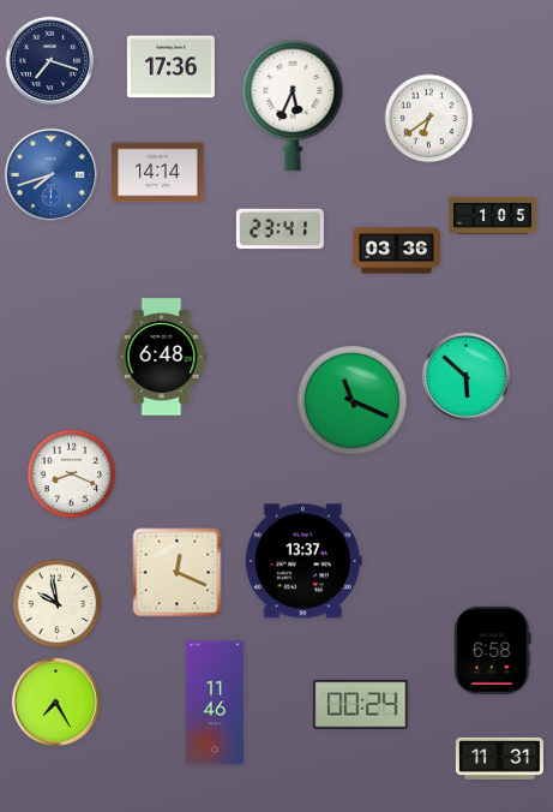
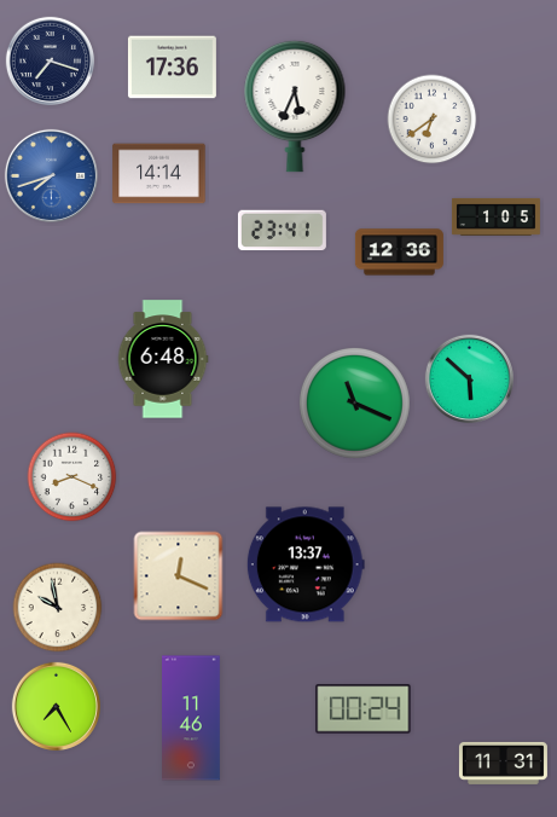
clock at (396, 251): 03:36 -> 12:36
clock at (493, 650): 6:58 -> none
clock at (216, 703) position: (216, 703) -> (192, 718)
